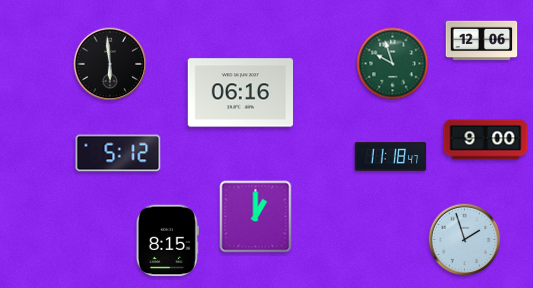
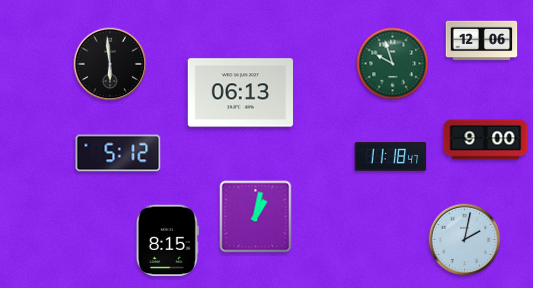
clock at (240, 93): 06:16 -> 06:13
clock at (256, 217): 1:00 -> 1:02
clock at (465, 240): 1:57 -> 2:02
